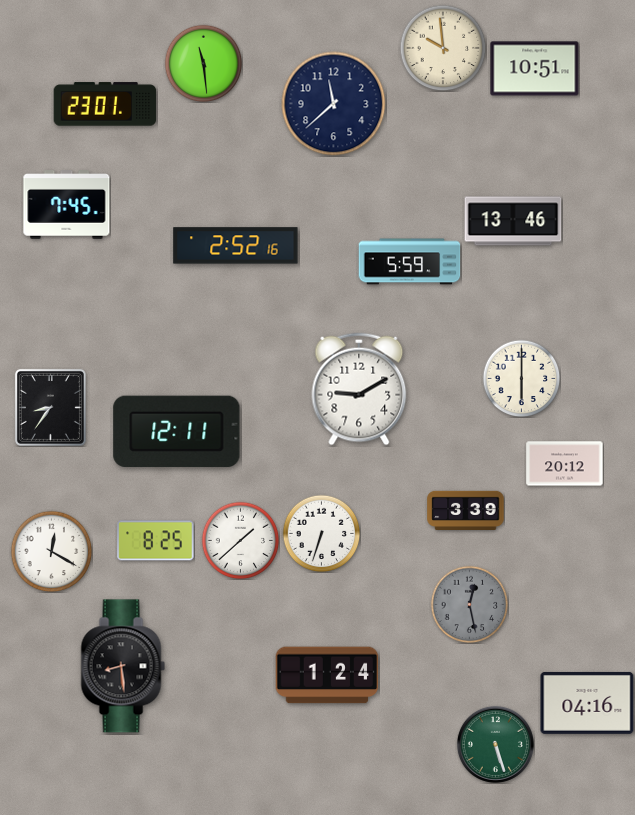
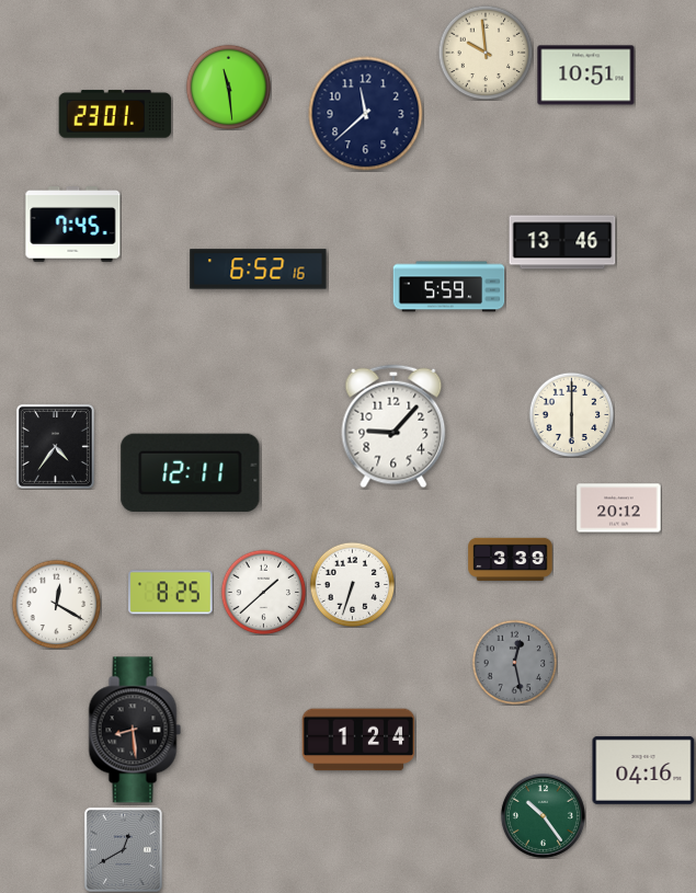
clock at (203, 63) position: (203, 63) -> (228, 87)
clock at (236, 246): 2:52 -> 6:52
clock at (359, 389): 9:10 -> 9:07
clock at (50, 407): 8:36 -> 4:36
clock at (177, 431) position: (177, 431) -> (191, 472)
clock at (495, 744): 5:27 -> 10:24
clock at (123, 849): none -> 12:40
